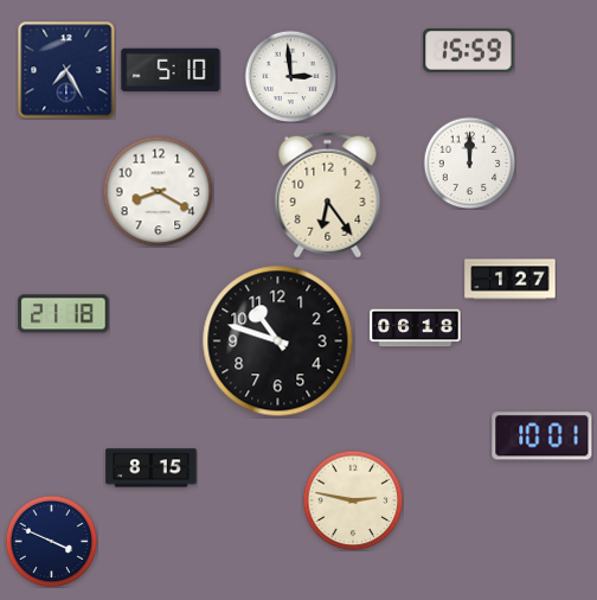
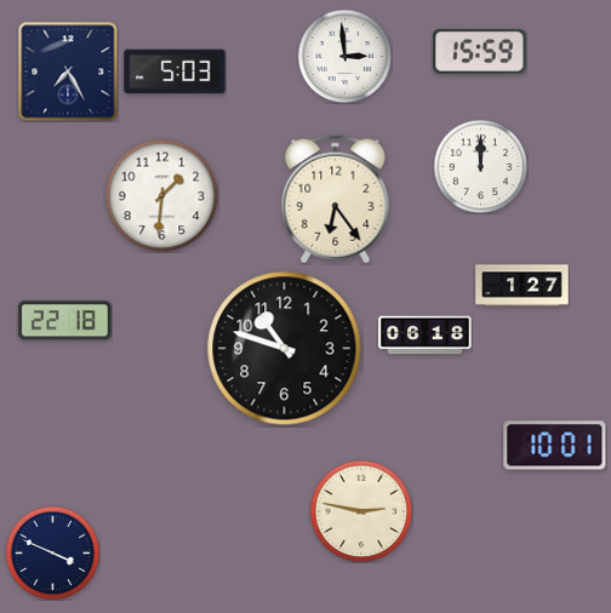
clock at (171, 70): 5:10 -> 5:03
clock at (290, 76) position: (290, 76) -> (344, 56)
clock at (158, 191): 8:20 -> 1:31
clock at (64, 314): 21:18 -> 22:18
clock at (152, 468): 8:15 -> none
